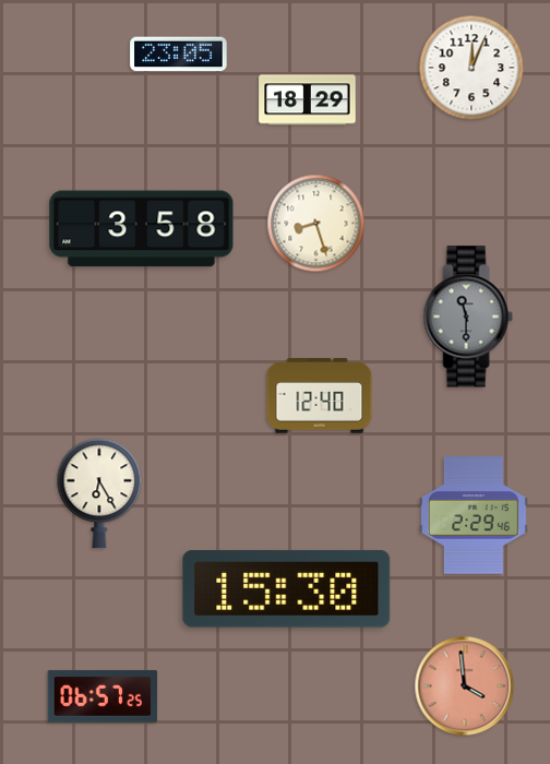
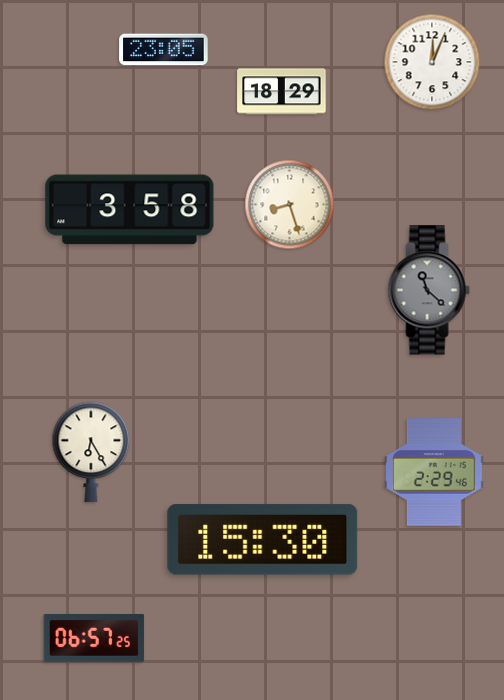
clock at (468, 317): 11:30 -> 11:22
clock at (320, 396): 12:40 -> none
clock at (465, 687): 3:59 -> none
